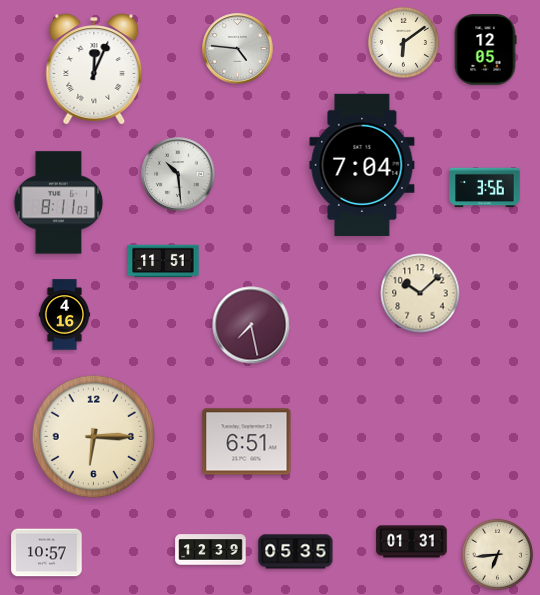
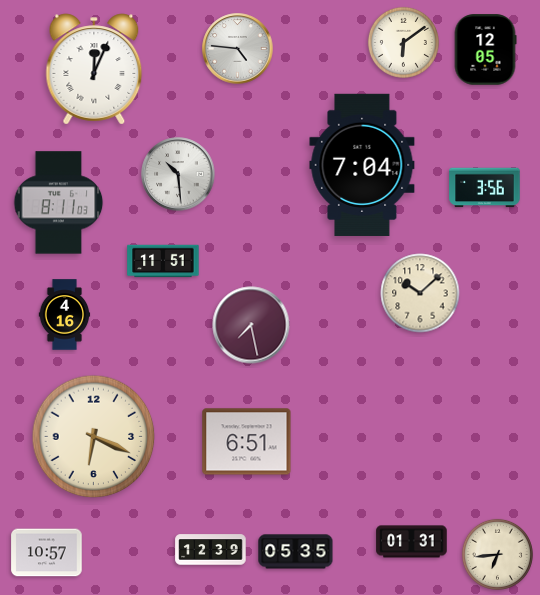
clock at (94, 437): 6:15 -> 6:19
